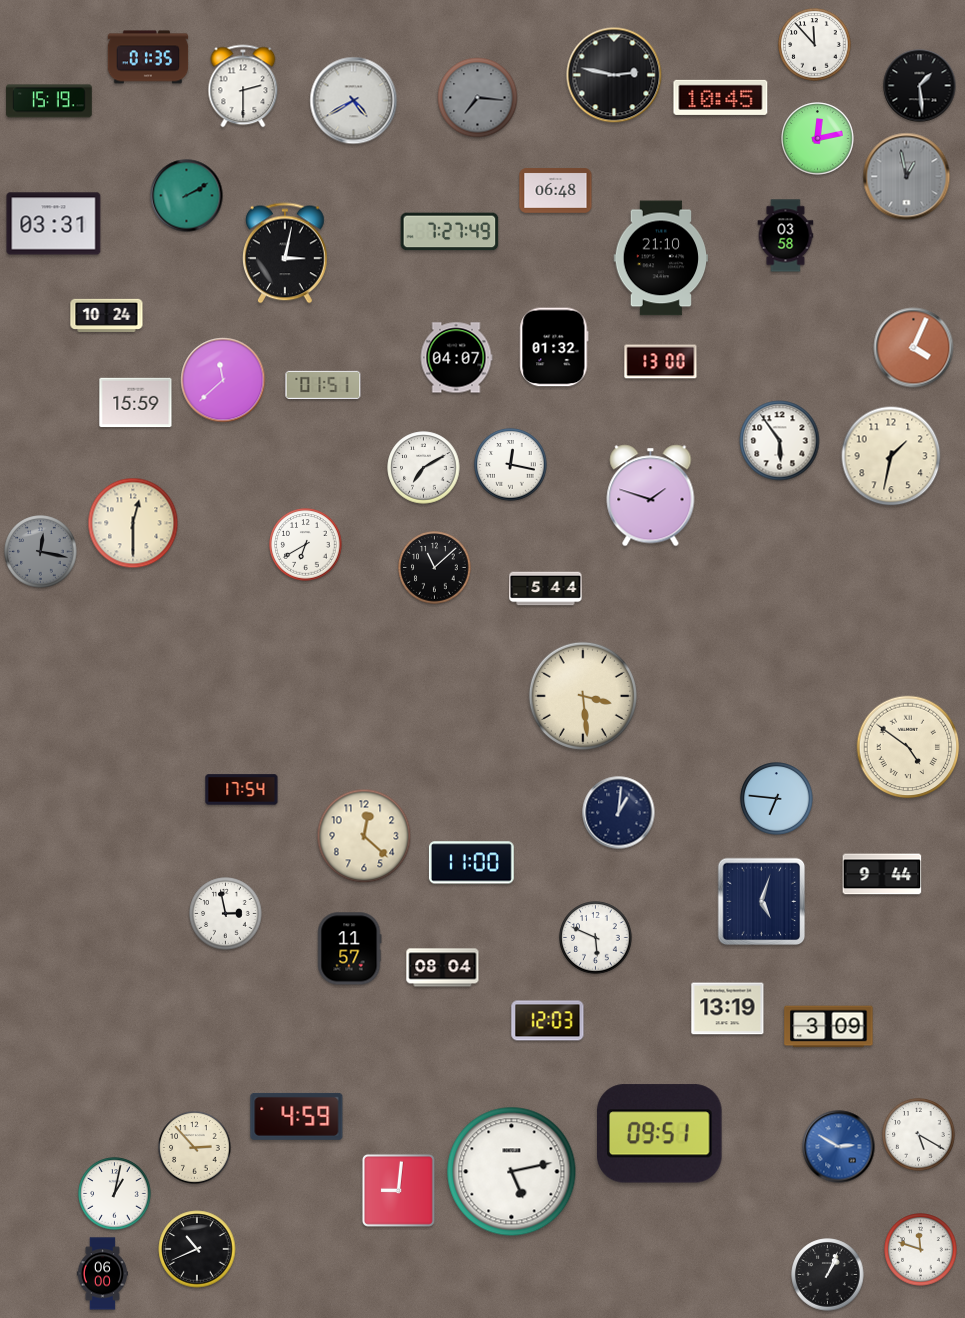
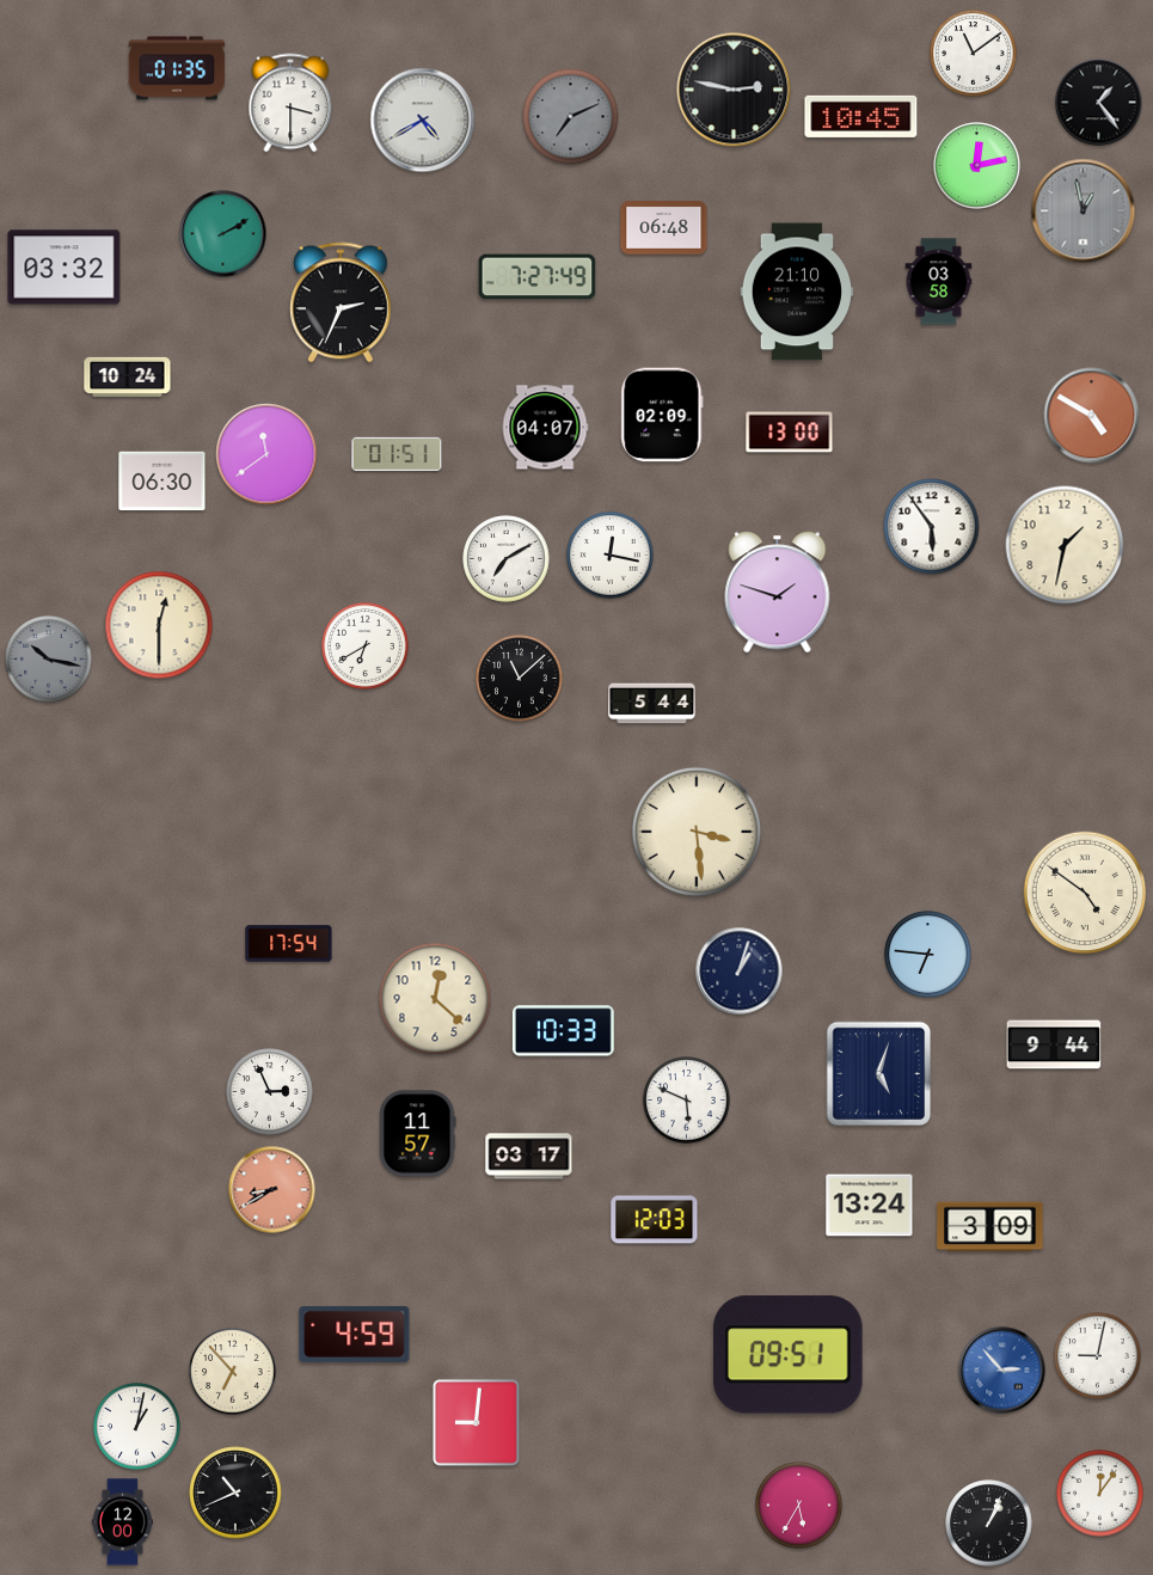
clock at (815, 45): 11:53 -> 11:09
clock at (243, 86): 2:30 -> 3:30
clock at (920, 86): 1:29 -> 1:24
clock at (478, 98): 7:16 -> 7:11
clock at (49, 101): 15:19 -> none
clock at (54, 224): 03:31 -> 03:32
clock at (286, 253): 3:02 -> 2:34
clock at (661, 258) position: (661, 258) -> (797, 292)
clock at (554, 347): 01:32 -> 02:09
clock at (914, 348): 4:04 -> 4:50
clock at (223, 380): 11:38 -> 11:39
clock at (323, 385) position: (323, 385) -> (397, 454)
clock at (136, 403): 15:59 -> 06:30
clock at (306, 545) position: (306, 545) -> (366, 646)
clock at (41, 552): 12:17 -> 10:17
clock at (619, 813): 1:01 -> 1:03
clock at (471, 863): 11:00 -> 10:33
clock at (762, 902) position: (762, 902) -> (879, 1074)
clock at (226, 914): 2:58 -> 2:56
clock at (596, 938) position: (596, 938) -> (687, 1101)
clock at (443, 968): 08:04 -> 03:17
clock at (272, 1190): none -> 8:40
clock at (728, 1009): 13:19 -> 13:24
clock at (919, 1135): 5:20 -> 9:02
clock at (839, 1147): 2:50 -> 2:53
clock at (195, 1148): 2:53 -> 6:53
clock at (512, 1172): 5:13 -> none
clock at (921, 1250): 11:48 -> 12:06
clock at (799, 1506): none -> 5:35
clock at (103, 1274): 06:00 -> 12:00
